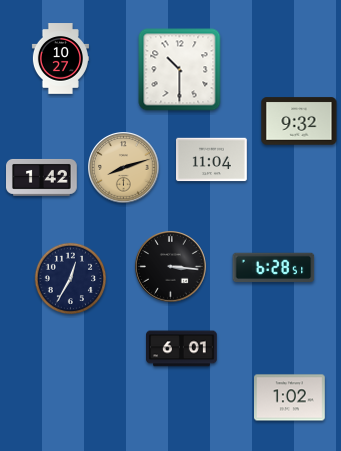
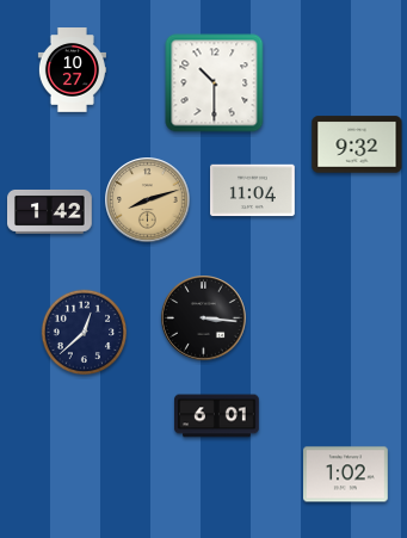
clock at (274, 268): 6:28 -> none
clock at (71, 279): 12:35 -> 12:38
